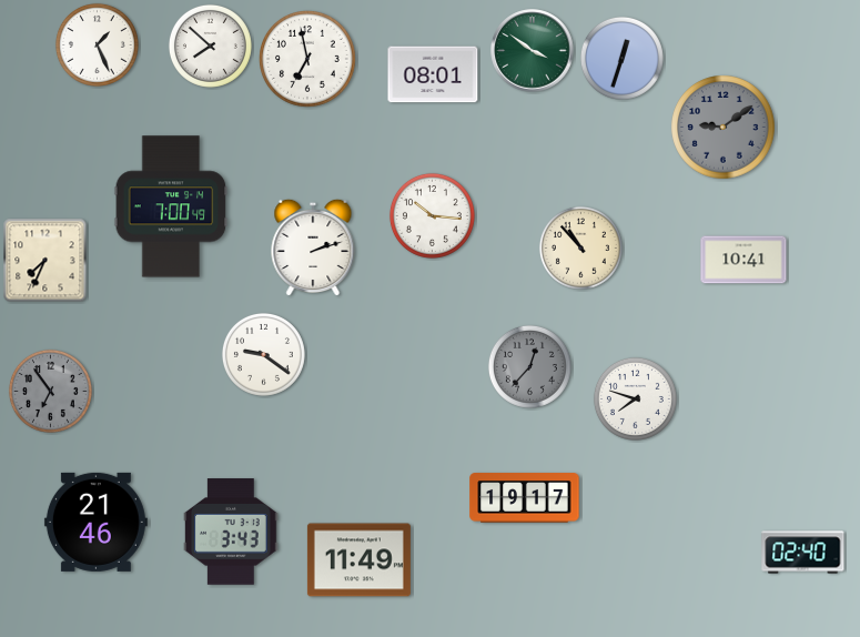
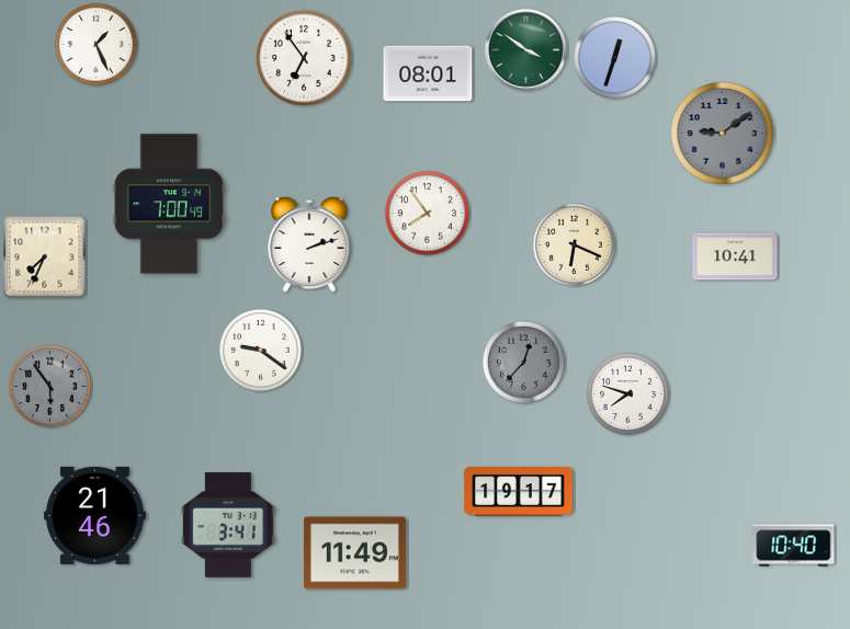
clock at (210, 46): 7:52 -> none
clock at (308, 60): 6:58 -> 6:54
clock at (724, 128) position: (724, 128) -> (723, 134)
clock at (432, 215): 10:16 -> 7:54
clock at (580, 247): 10:53 -> 6:19
clock at (50, 391): 6:54 -> 5:54
clock at (231, 532): 3:43 -> 3:41
clock at (803, 553): 02:40 -> 10:40
